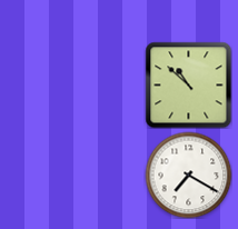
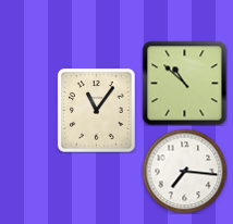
clock at (97, 110): none -> 11:06
clock at (188, 175): 7:20 -> 7:16
